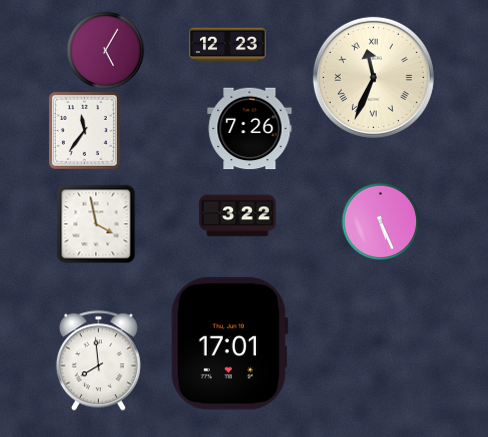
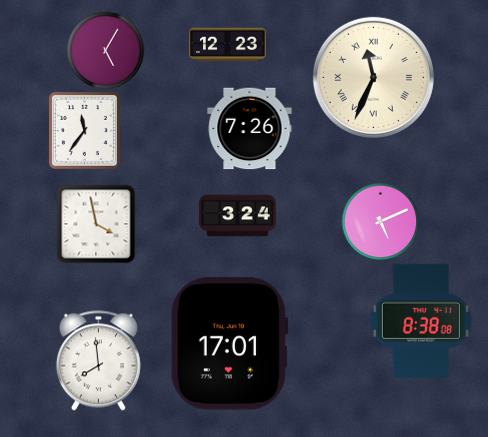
clock at (238, 216): 3:22 -> 3:24
clock at (380, 221): 5:26 -> 5:11
clock at (421, 321): none -> 8:38
